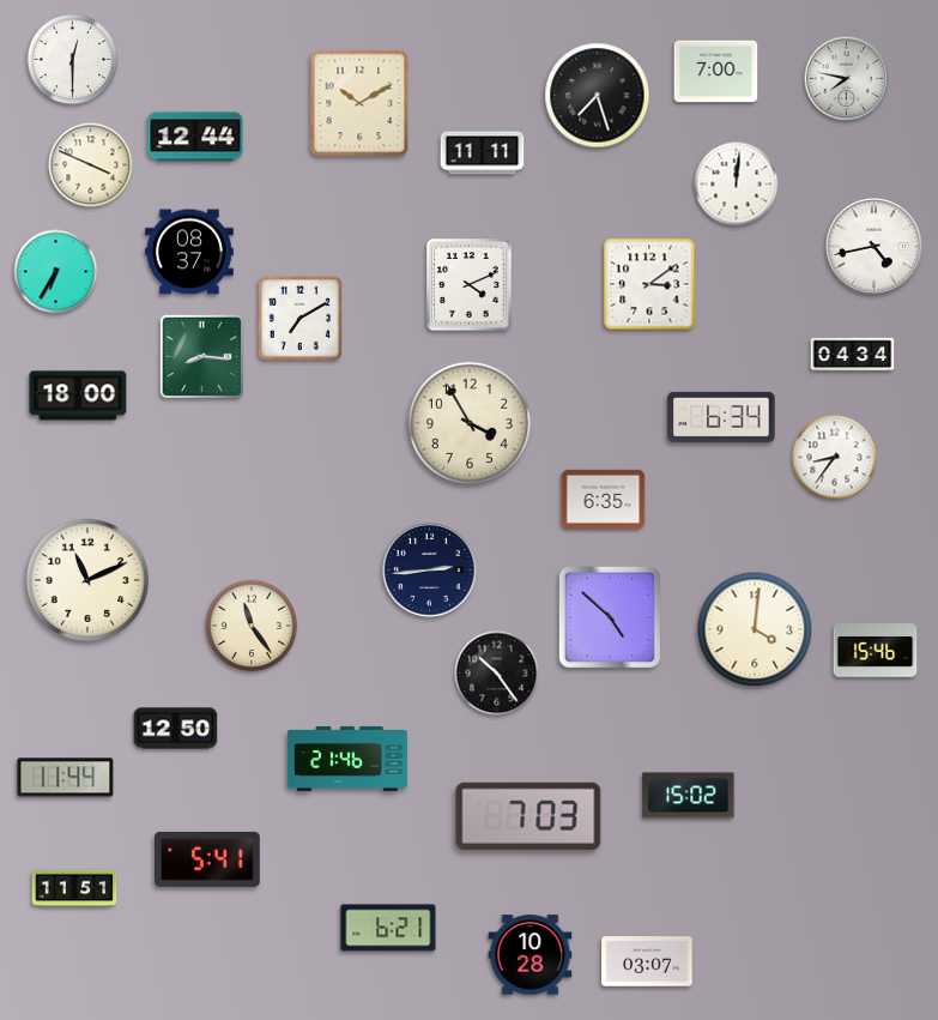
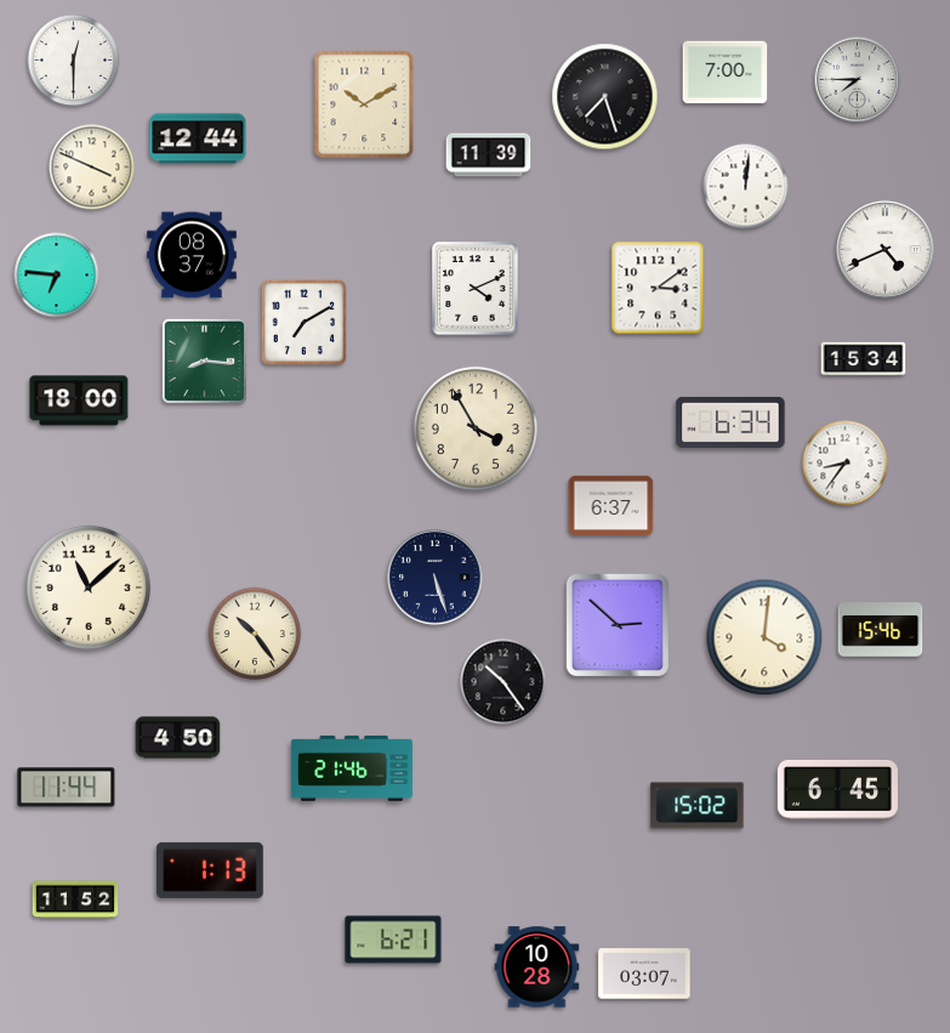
clock at (847, 79): 7:47 -> 7:45
clock at (483, 153): 11:11 -> 11:39
clock at (875, 247): 4:43 -> 4:41
clock at (56, 272): 6:35 -> 6:46
clock at (853, 355): 04:34 -> 15:34
clock at (604, 499): 6:35 -> 6:37
clock at (430, 571): 2:44 -> 5:27
clock at (87, 580): 11:11 -> 11:08
clock at (610, 617): 4:52 -> 2:52
clock at (252, 626): 11:24 -> 10:24
clock at (876, 651) position: (876, 651) -> (881, 630)
clock at (176, 729): 12:50 -> 4:50
clock at (837, 790): none -> 6:45
clock at (528, 816): 7:03 -> none
clock at (208, 859): 5:41 -> 1:13
clock at (74, 888): 11:51 -> 11:52
clock at (647, 961) position: (647, 961) -> (644, 974)
